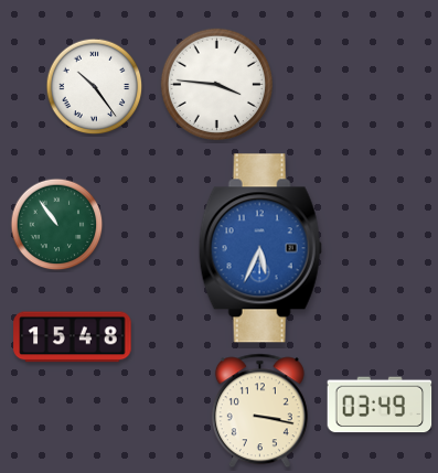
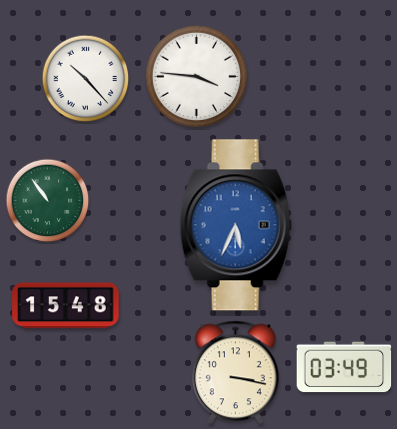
clock at (95, 87): 10:24 -> 10:23
clock at (57, 225) position: (57, 225) -> (48, 201)
